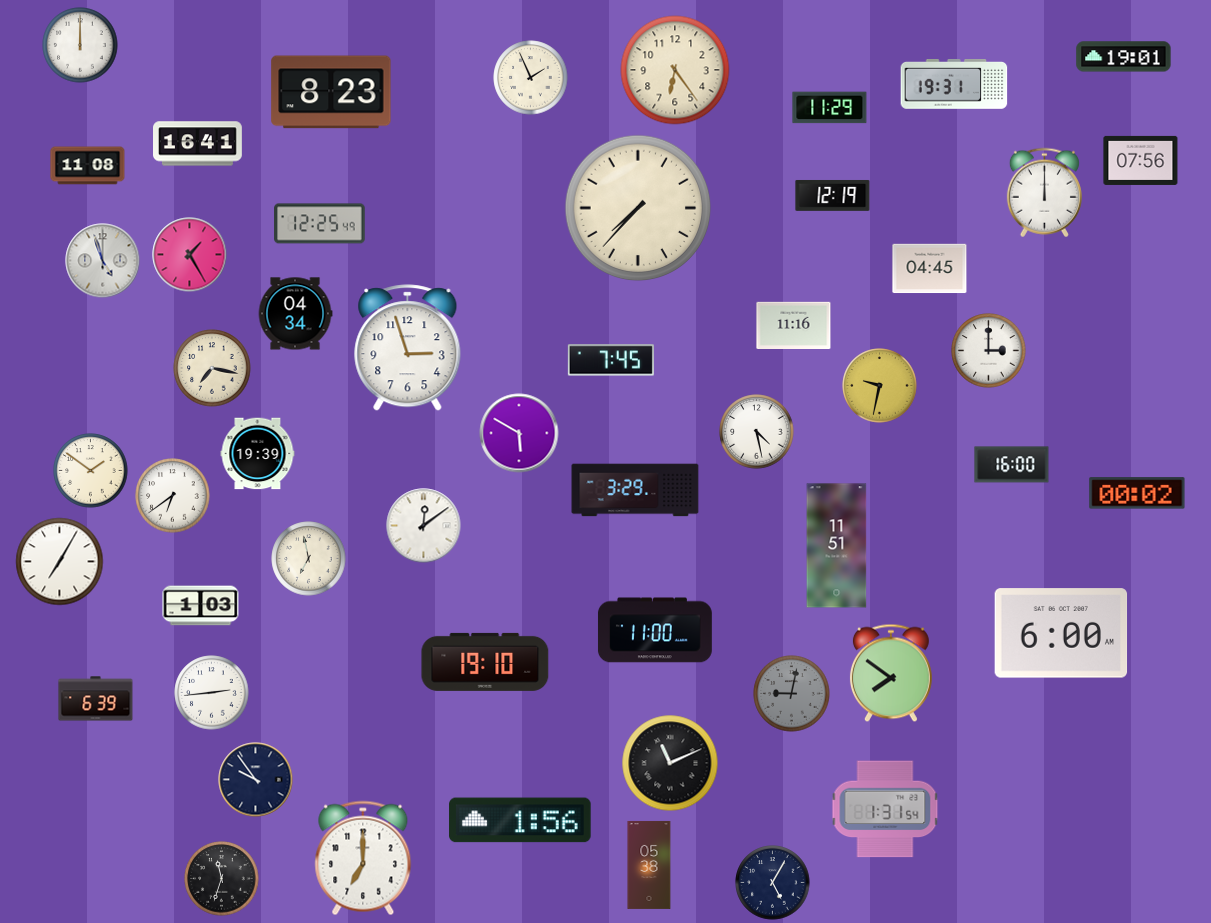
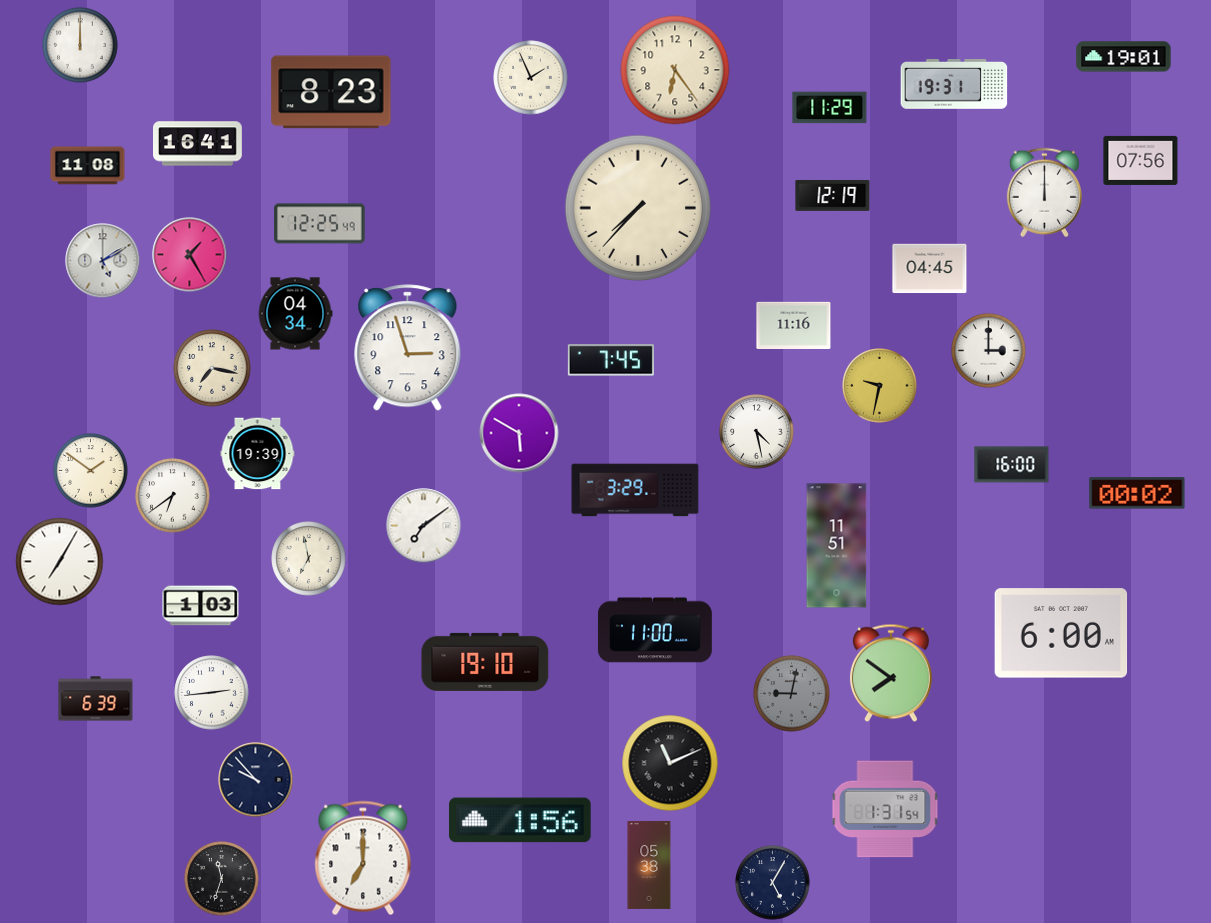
clock at (103, 261): 4:57 -> 5:10
clock at (424, 526): 12:09 -> 7:09
clock at (256, 780): 9:54 -> 9:53
